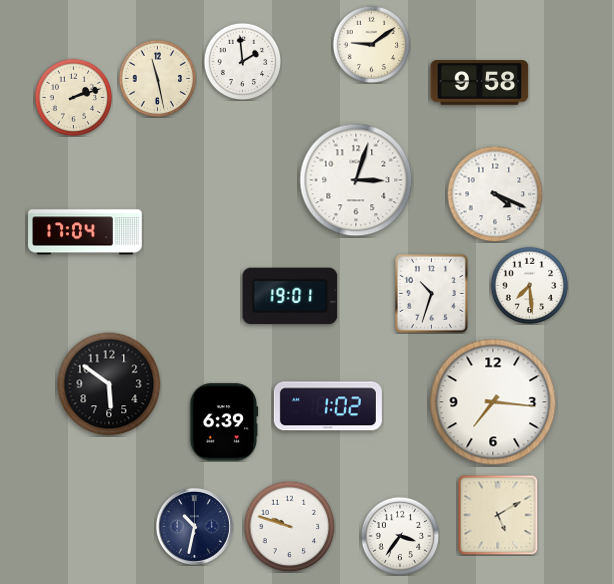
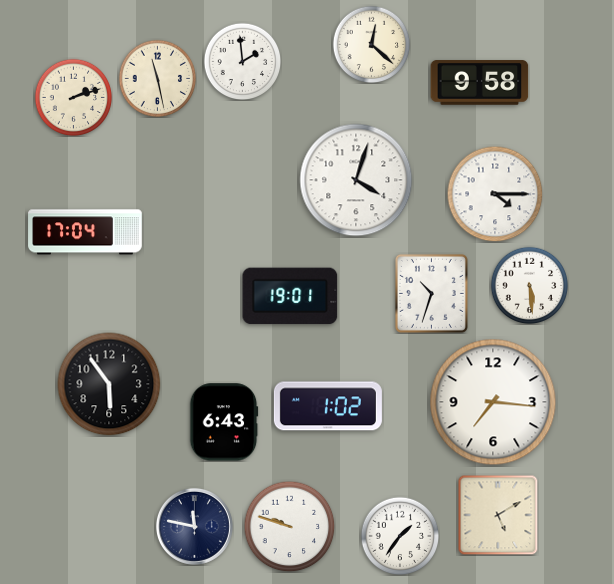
clock at (371, 44): 9:09 -> 12:22
clock at (356, 180): 3:03 -> 4:03
clock at (495, 194): 4:19 -> 4:15
clock at (529, 285): 7:29 -> 5:29
clock at (109, 384): 5:51 -> 5:54
clock at (224, 422): 6:39 -> 6:43
clock at (194, 526): 10:32 -> 11:47
clock at (400, 536): 3:36 -> 1:36
